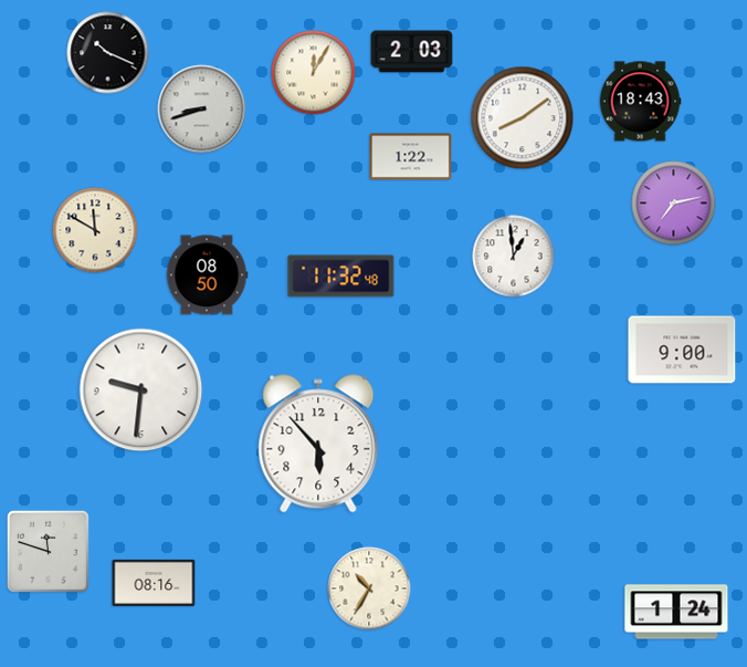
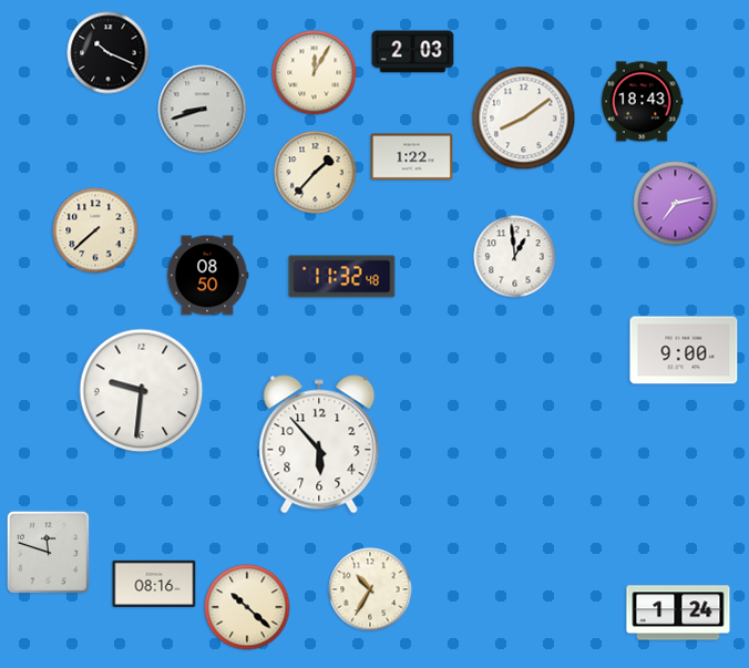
clock at (316, 173): none -> 1:37
clock at (95, 230): 11:50 -> 7:38
clock at (247, 607): none -> 10:22
